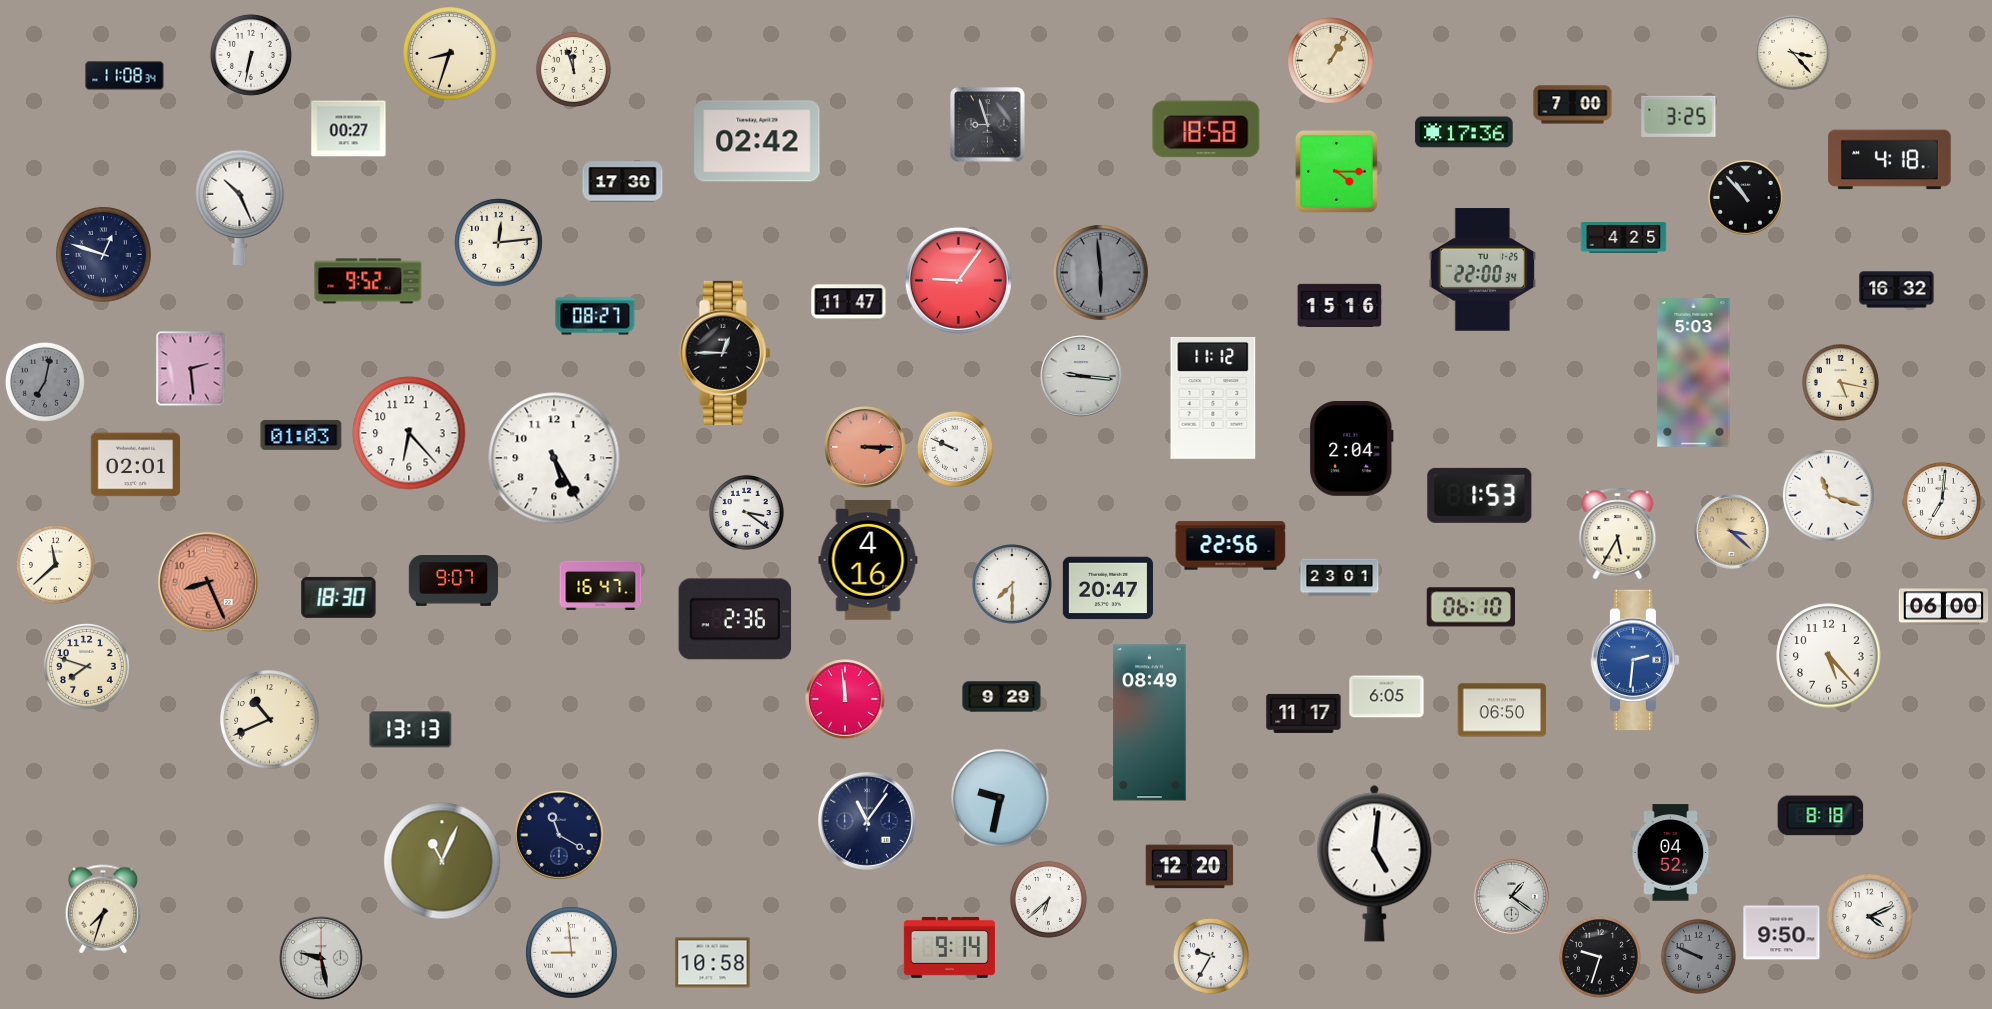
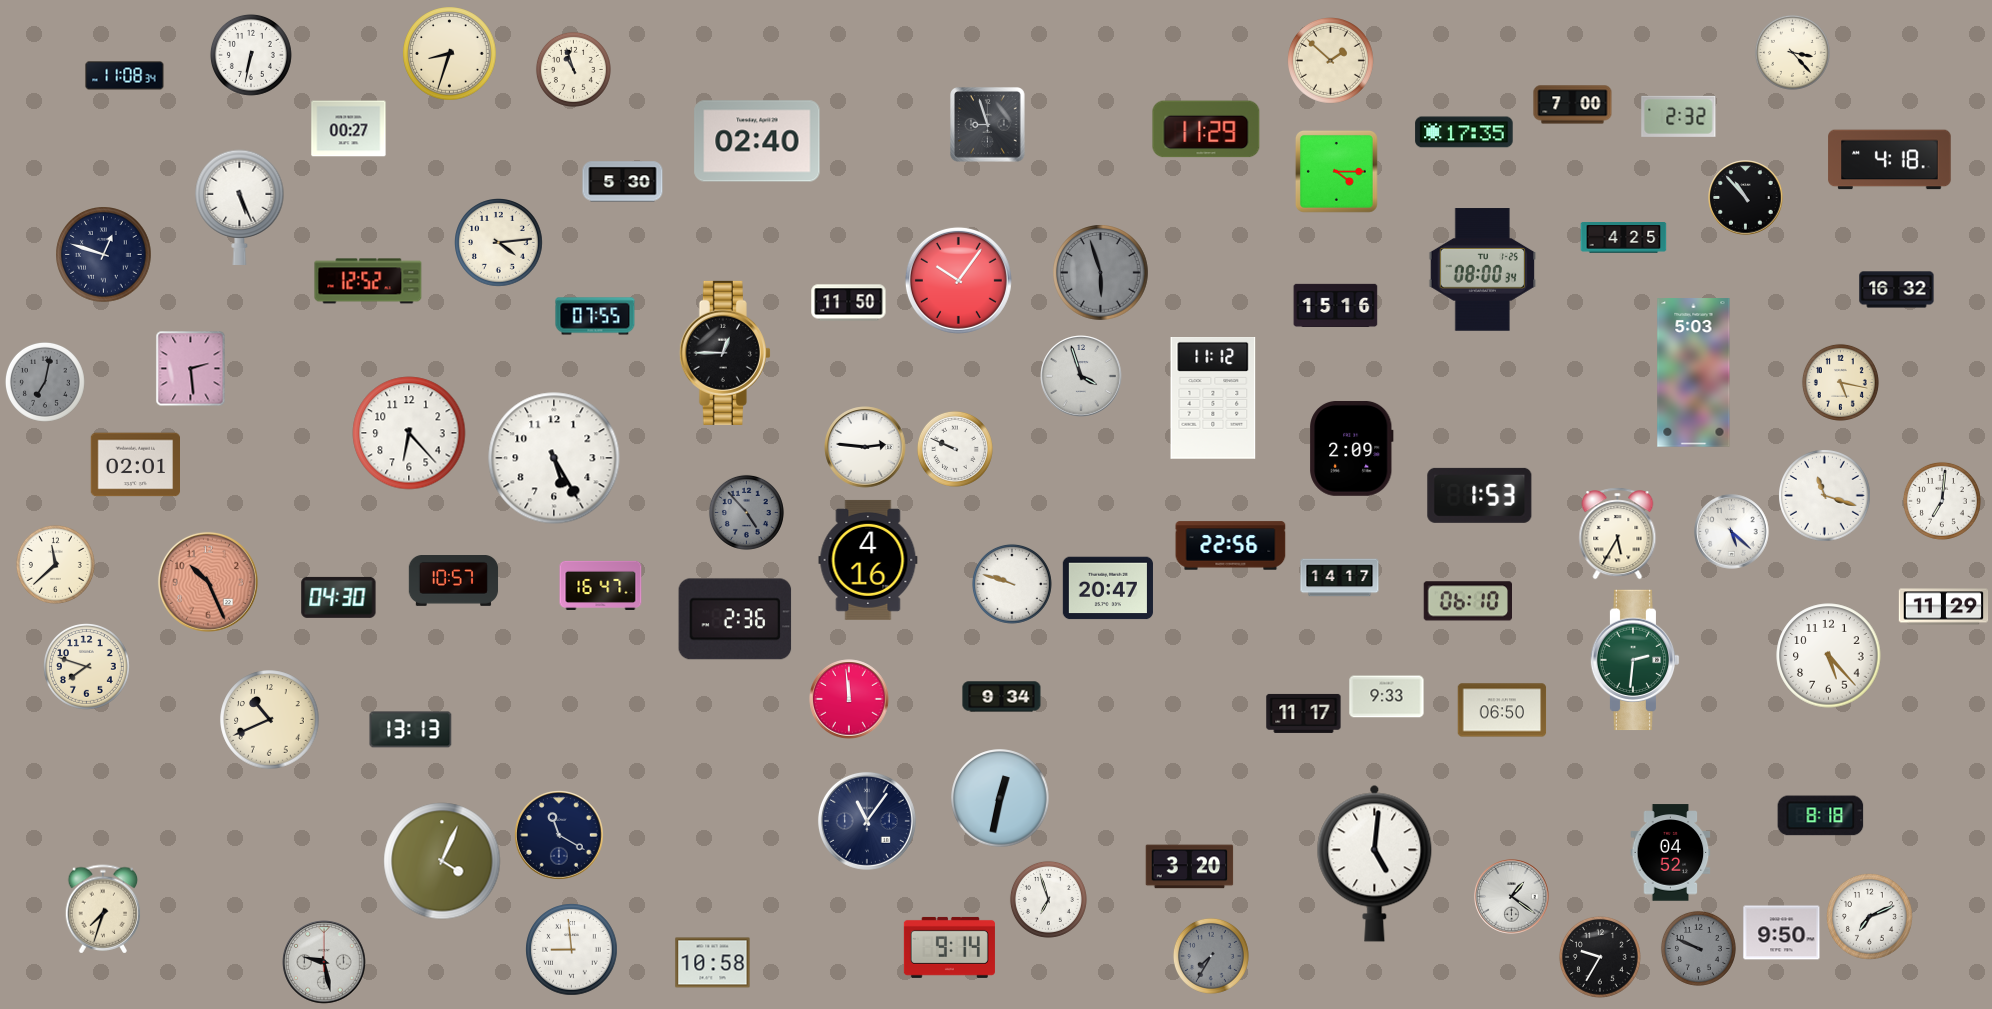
clock at (1331, 61): 1:05 -> 1:52
clock at (573, 69): 11:57 -> 10:57
clock at (1679, 116): 3:25 -> 2:32
clock at (1206, 129): 18:58 -> 11:29
clock at (1464, 132): 17:36 -> 17:35
clock at (757, 141): 02:42 -> 02:40
clock at (623, 182): 17:30 -> 5:30
clock at (240, 207): 10:26 -> 5:26
clock at (499, 243): 12:14 -> 4:14
clock at (1483, 270): 22:00 -> 08:00
clock at (1101, 273): 5:59 -> 5:57
clock at (958, 280): 9:06 -> 10:06
clock at (368, 281): 9:52 -> 12:52
clock at (849, 303): 11:47 -> 11:50
clock at (1340, 305) position: (1340, 305) -> (1336, 305)
clock at (595, 316): 08:27 -> 07:55
clock at (1081, 376): 9:16 -> 3:57
clock at (301, 435): 01:03 -> none
clock at (865, 447): 3:15 -> 2:46
clock at (865, 447) dial: salmon -> white
clock at (1352, 448): 2:04 -> 2:09
clock at (1829, 496) position: (1829, 496) -> (1825, 496)
clock at (746, 512): 3:21 -> 4:53
clock at (746, 512) dial: white -> grey
clock at (1732, 532): 3:22 -> 5:22
clock at (1732, 532) dial: champagne -> white
clock at (1340, 578): 23:01 -> 14:17
clock at (454, 581): 9:07 -> 10:57
clock at (208, 582): 8:26 -> 10:26
clock at (1012, 584): 7:30 -> 9:48
clock at (339, 597): 18:30 -> 04:30
clock at (1470, 607) position: (1470, 607) -> (1467, 601)
clock at (1944, 607): 06:00 -> 11:29
clock at (1635, 660) dial: blue -> green
clock at (1002, 697): 9:29 -> 9:34
clock at (1387, 697): 6:05 -> 9:33
clock at (845, 699) position: (845, 699) -> (849, 699)
clock at (1150, 723): 08:49 -> none
clock at (1000, 798): 9:32 -> 12:32
clock at (442, 861): 11:04 -> 4:04
clock at (1190, 867): 12:20 -> 3:20
clock at (1048, 899): 6:38 -> 6:57
clock at (1870, 917): 4:11 -> 7:11
clock at (572, 953) position: (572, 953) -> (572, 950)
clock at (1211, 956): 9:35 -> 7:35
clock at (1211, 956) dial: white -> grey
clock at (1698, 956) position: (1698, 956) -> (1698, 948)
clock at (1600, 957): 9:33 -> 9:35
clock at (321, 958) position: (321, 958) -> (324, 962)
